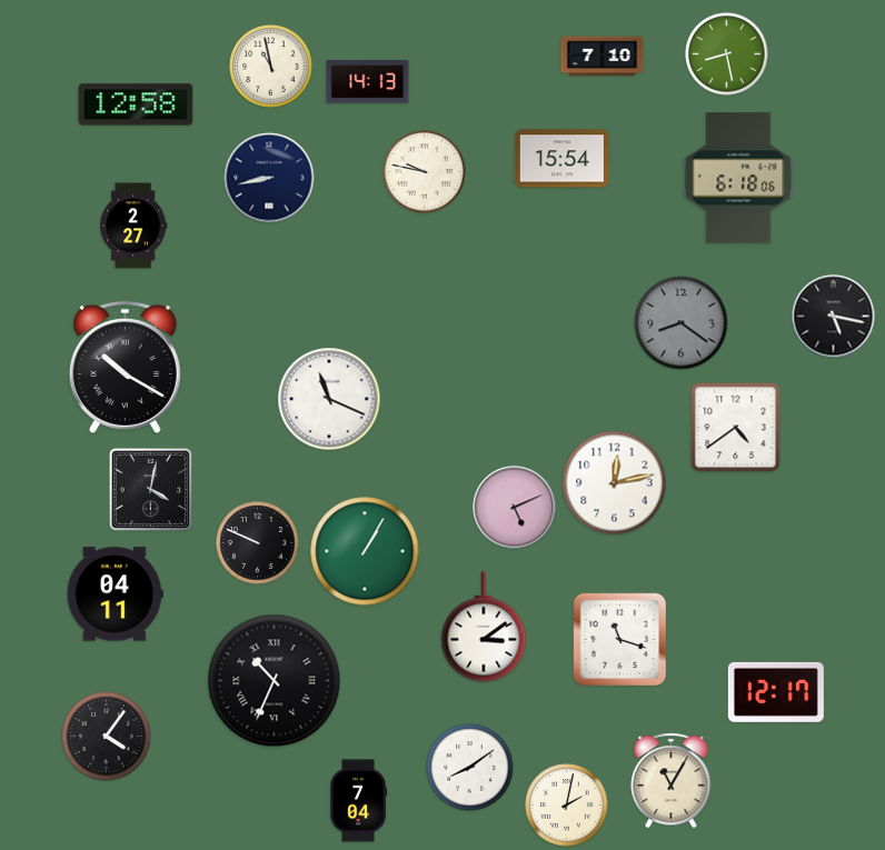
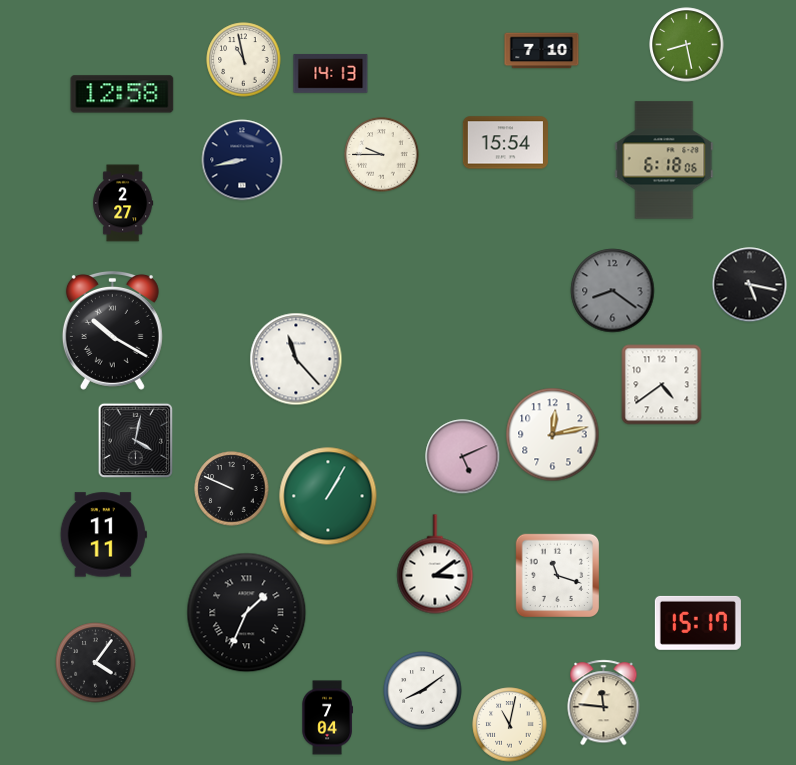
clock at (727, 54) position: (727, 54) -> (687, 45)
clock at (425, 172): 9:47 -> 9:45
clock at (133, 226) position: (133, 226) -> (123, 203)
clock at (329, 399): 11:19 -> 11:23
clock at (115, 594): 04:11 -> 11:11
clock at (275, 681): 10:34 -> 1:34
clock at (776, 692): 12:17 -> 15:17
clock at (672, 781): 11:05 -> 11:46
clock at (358, 801) position: (358, 801) -> (327, 718)
clock at (567, 806): 2:02 -> 11:02
